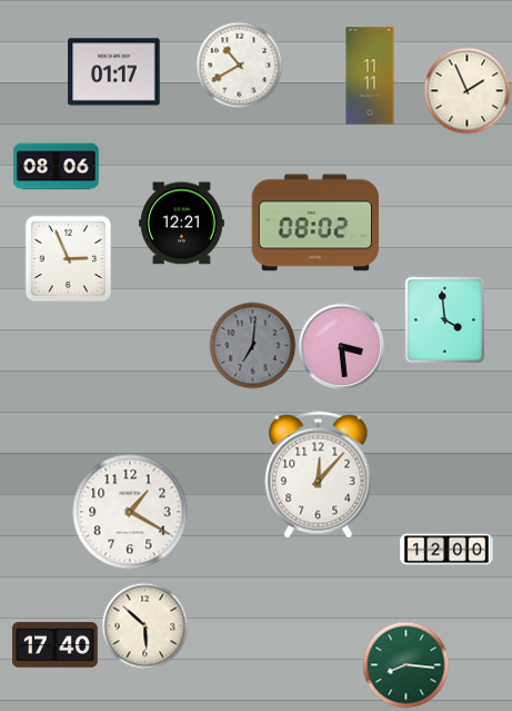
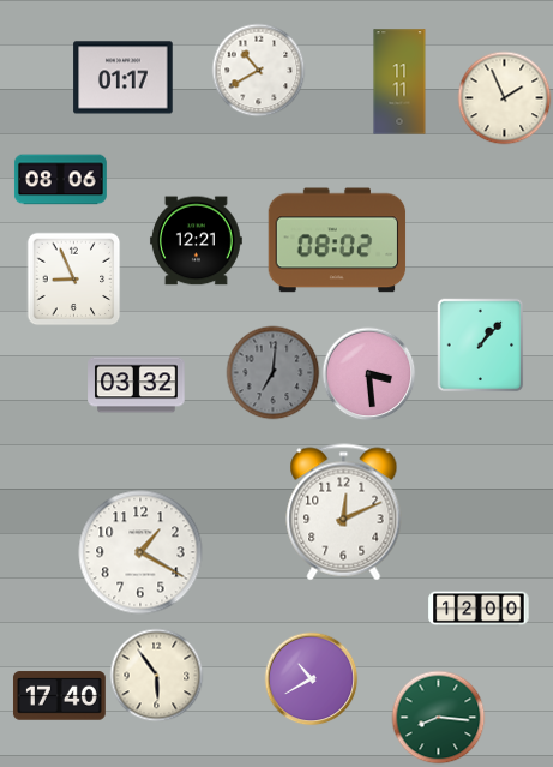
clock at (315, 223) position: (315, 223) -> (337, 240)
clock at (68, 258): 2:56 -> 8:56
clock at (445, 319): 3:59 -> 1:07
clock at (137, 385): none -> 03:32
clock at (319, 475): 12:07 -> 12:11
clock at (446, 550) position: (446, 550) -> (479, 609)
clock at (144, 625): 5:52 -> 5:54
clock at (311, 678): none -> 10:40
